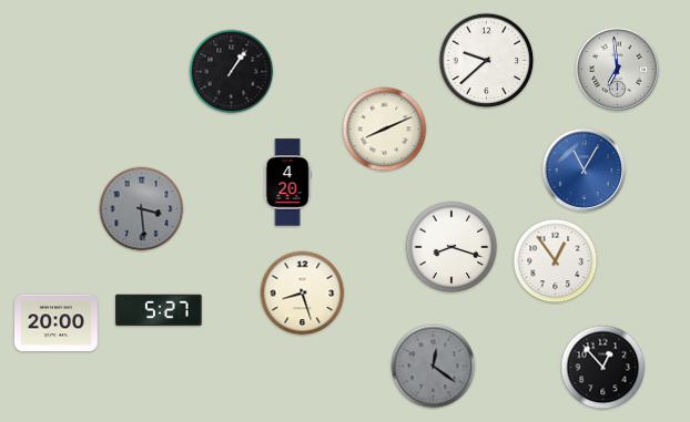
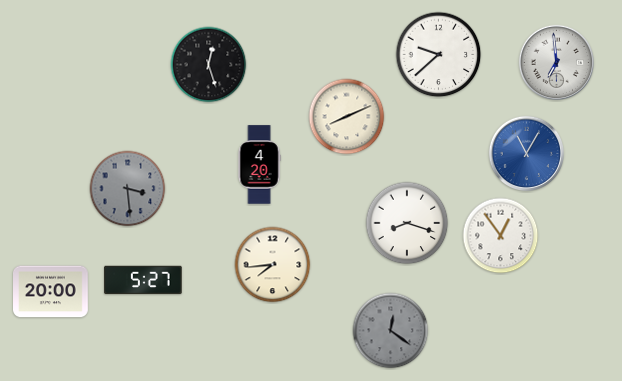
clock at (232, 72): 1:06 -> 12:27
clock at (303, 294): 8:27 -> 7:44
clock at (603, 368): 12:53 -> none
